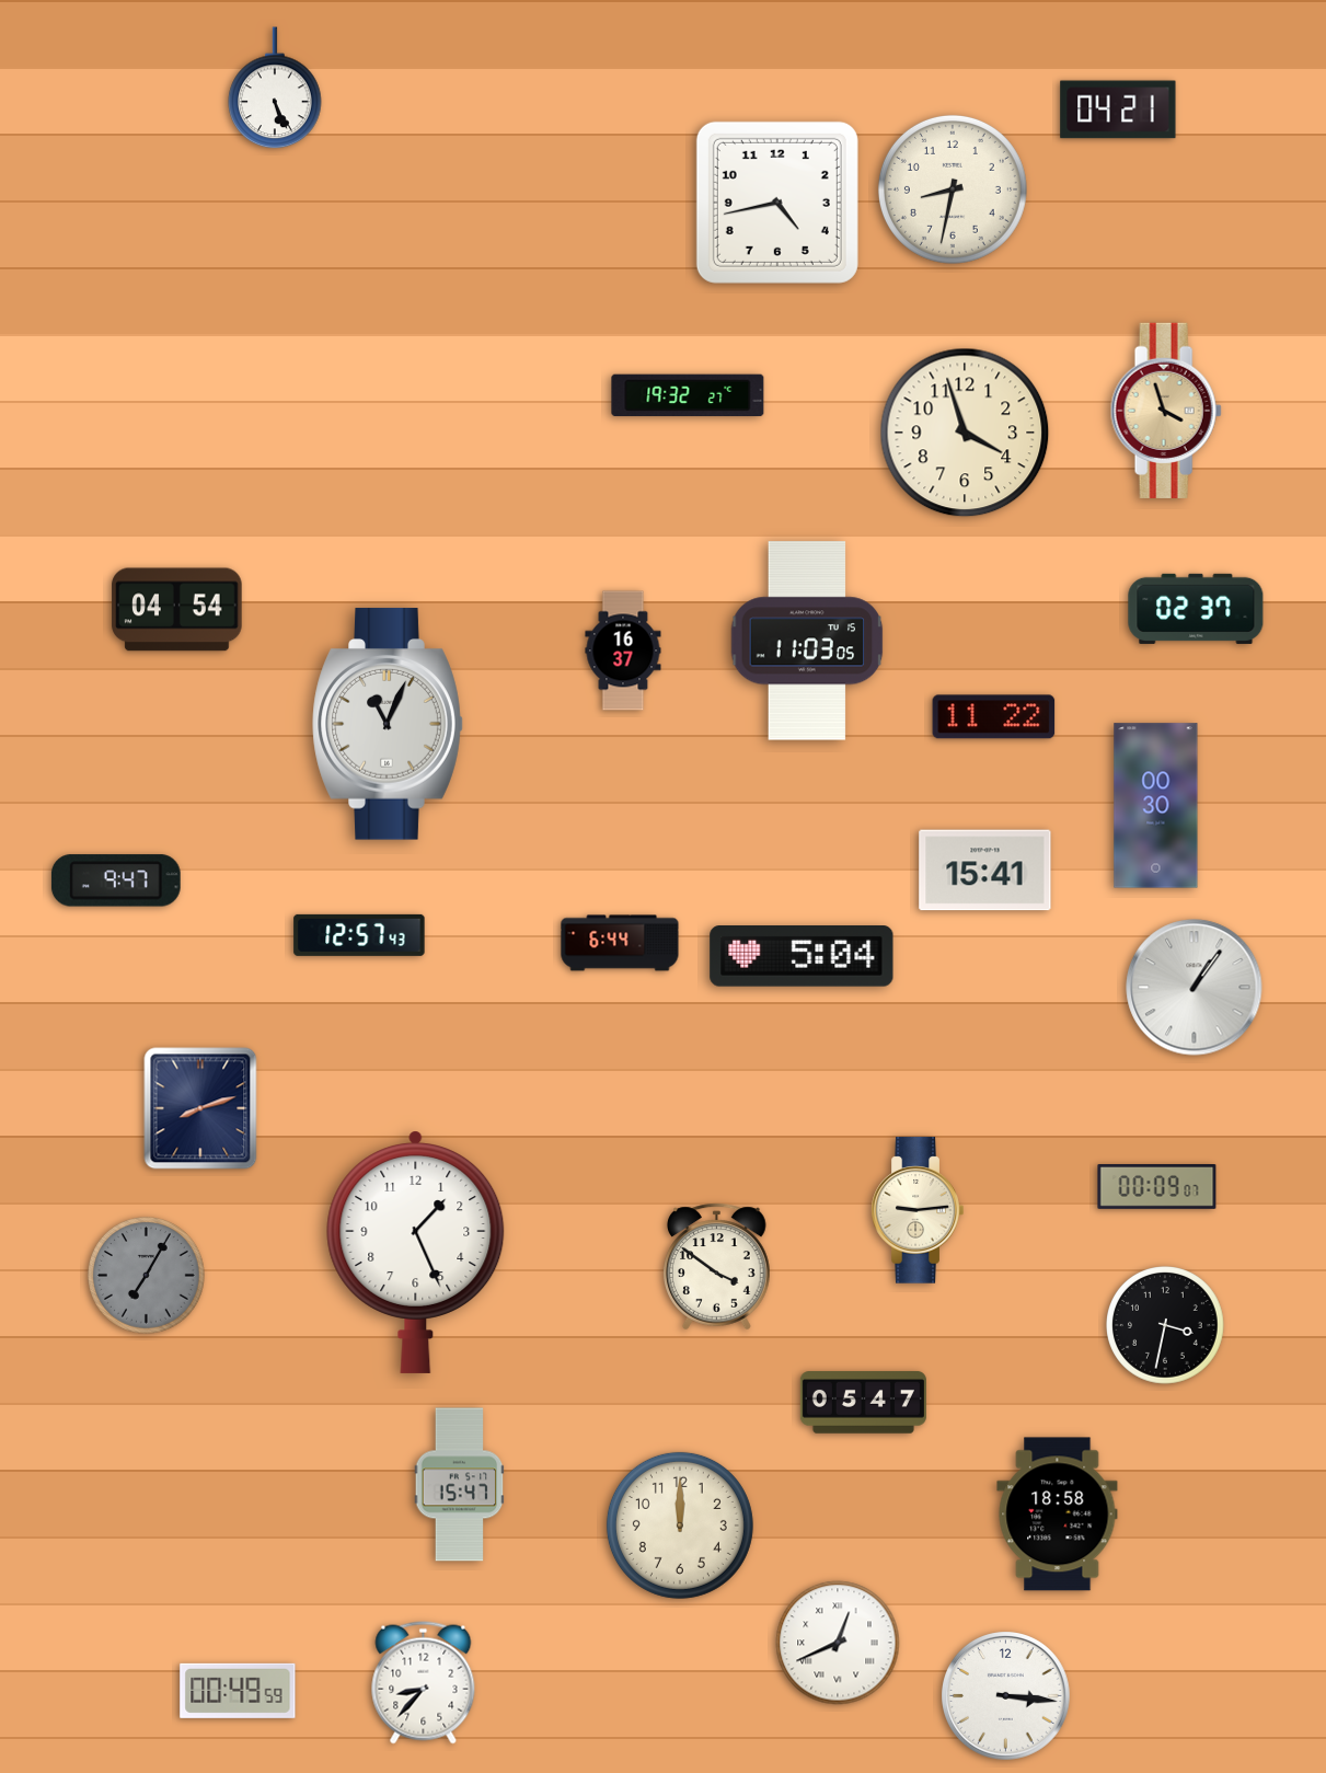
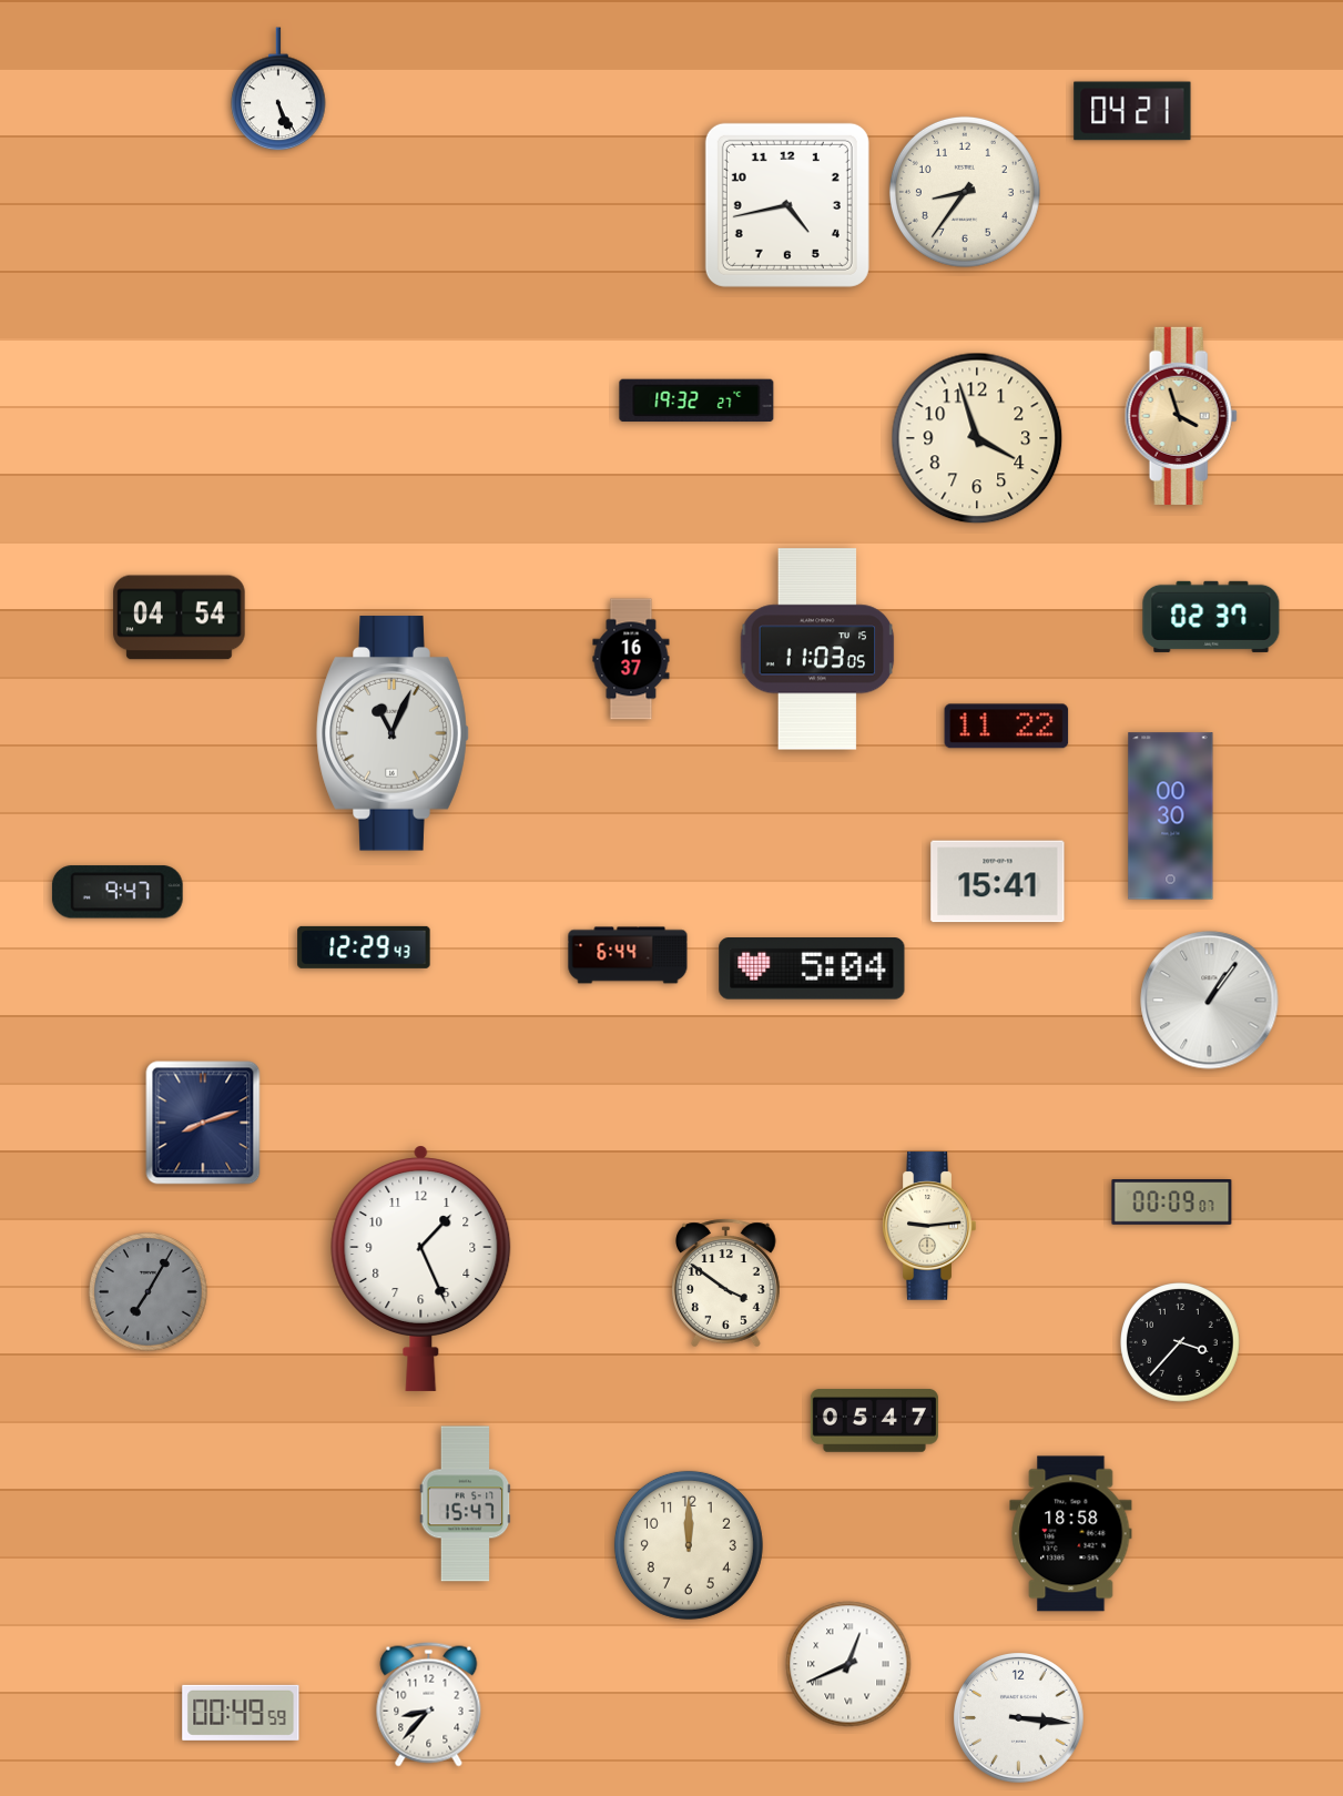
clock at (953, 189): 8:32 -> 8:36
clock at (359, 935): 12:57 -> 12:29
clock at (1166, 1326): 3:32 -> 3:37
